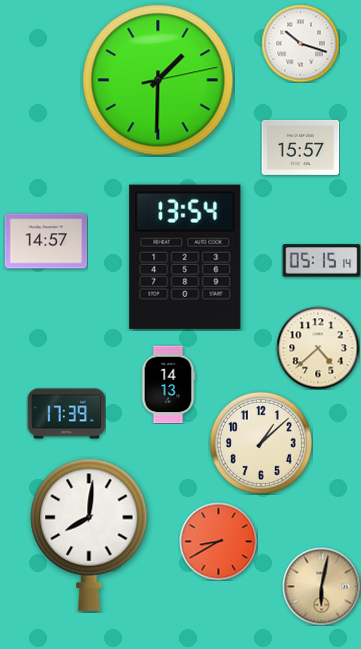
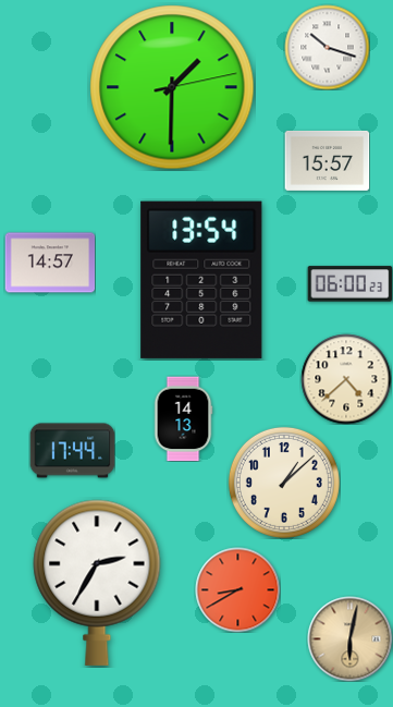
clock at (321, 261): 05:15 -> 06:00
clock at (66, 414): 17:39 -> 17:44
clock at (89, 535): 8:01 -> 2:35
